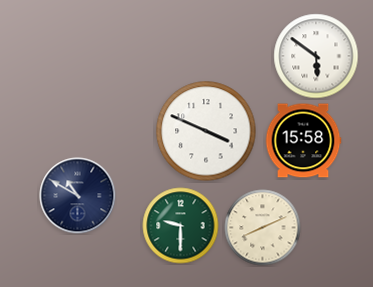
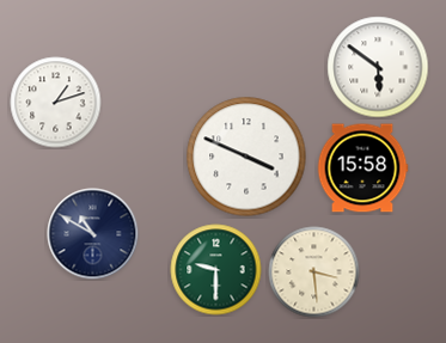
clock at (56, 103): none -> 1:12
clock at (263, 228): 8:11 -> 3:29
